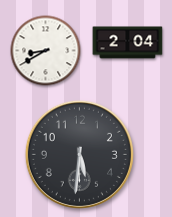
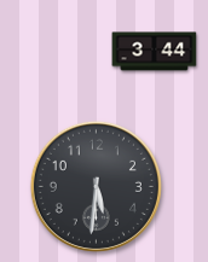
clock at (128, 43): 2:04 -> 3:44
clock at (46, 51): 8:40 -> none
